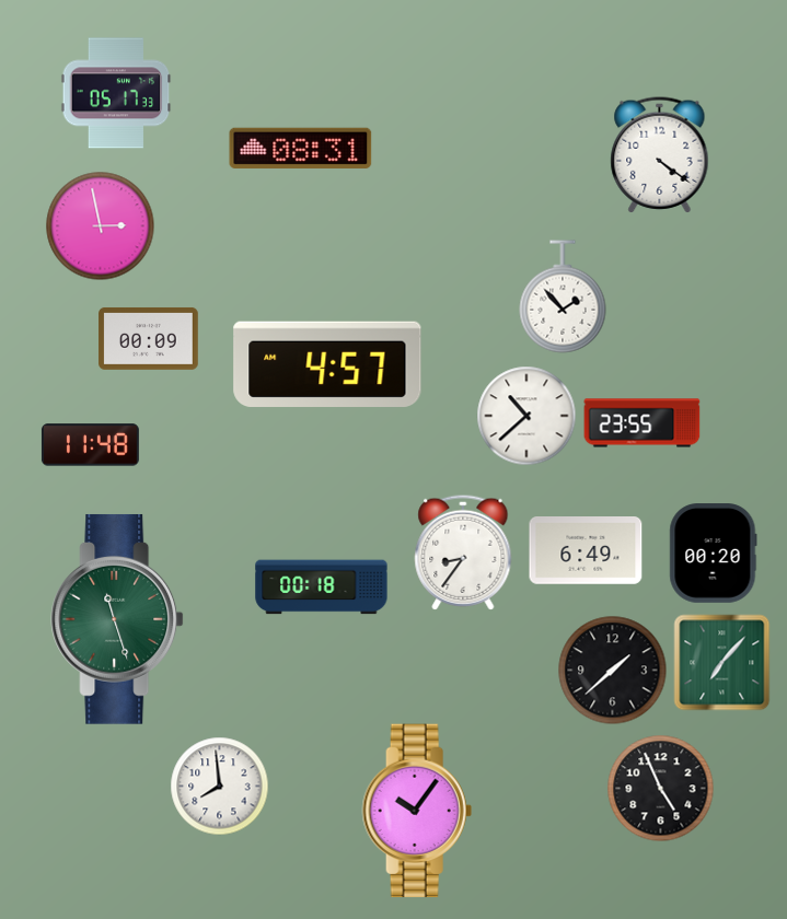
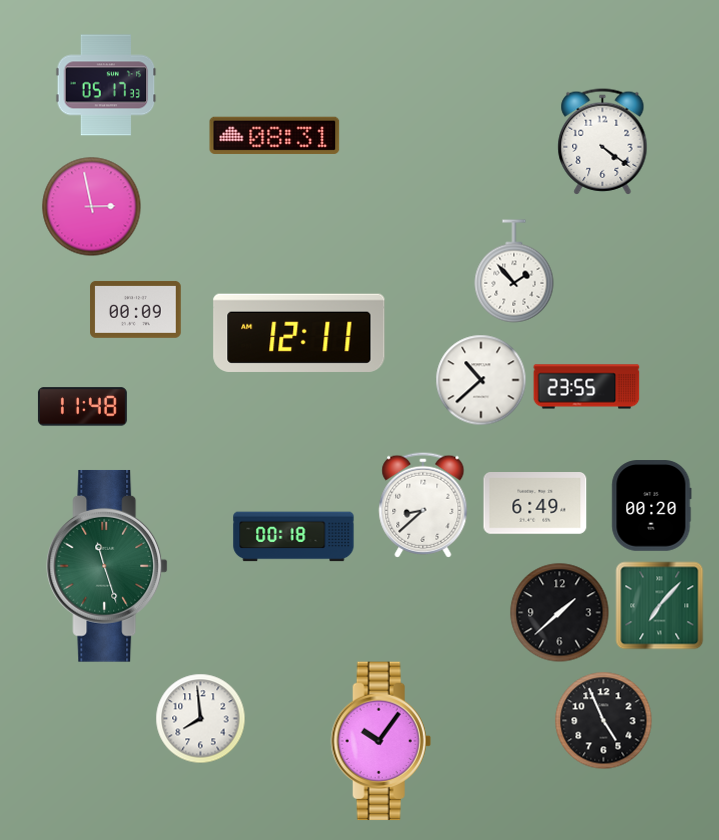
clock at (327, 364): 4:57 -> 12:11
clock at (463, 552): 8:36 -> 8:38
